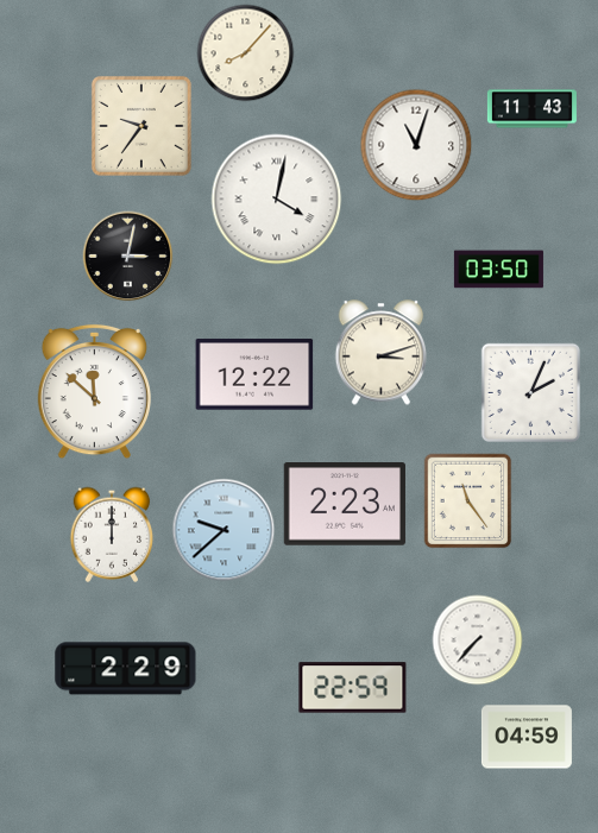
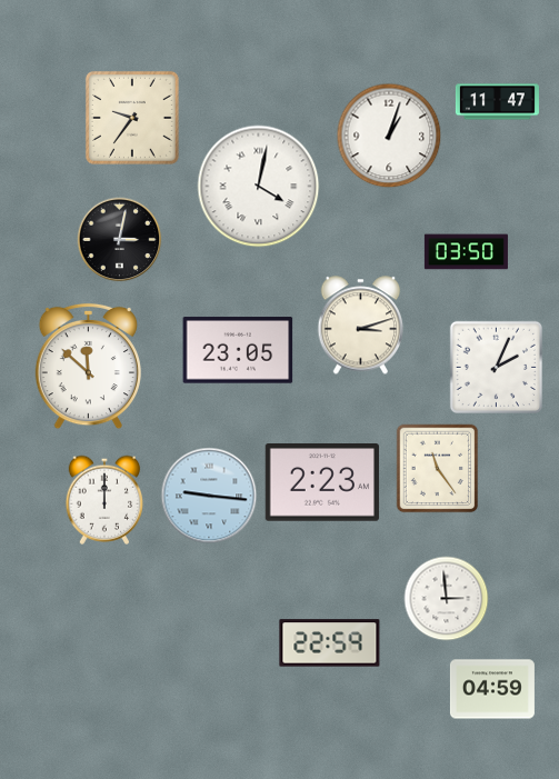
clock at (246, 53): 8:07 -> none
clock at (531, 109): 11:43 -> 11:47
clock at (416, 145): 11:03 -> 1:03
clock at (382, 353) position: (382, 353) -> (361, 326)
clock at (254, 374): 12:22 -> 23:05
clock at (345, 505) position: (345, 505) -> (322, 483)
clock at (224, 530): 9:38 -> 9:16
clock at (478, 640): 7:37 -> 2:59
clock at (126, 669): 2:29 -> none
